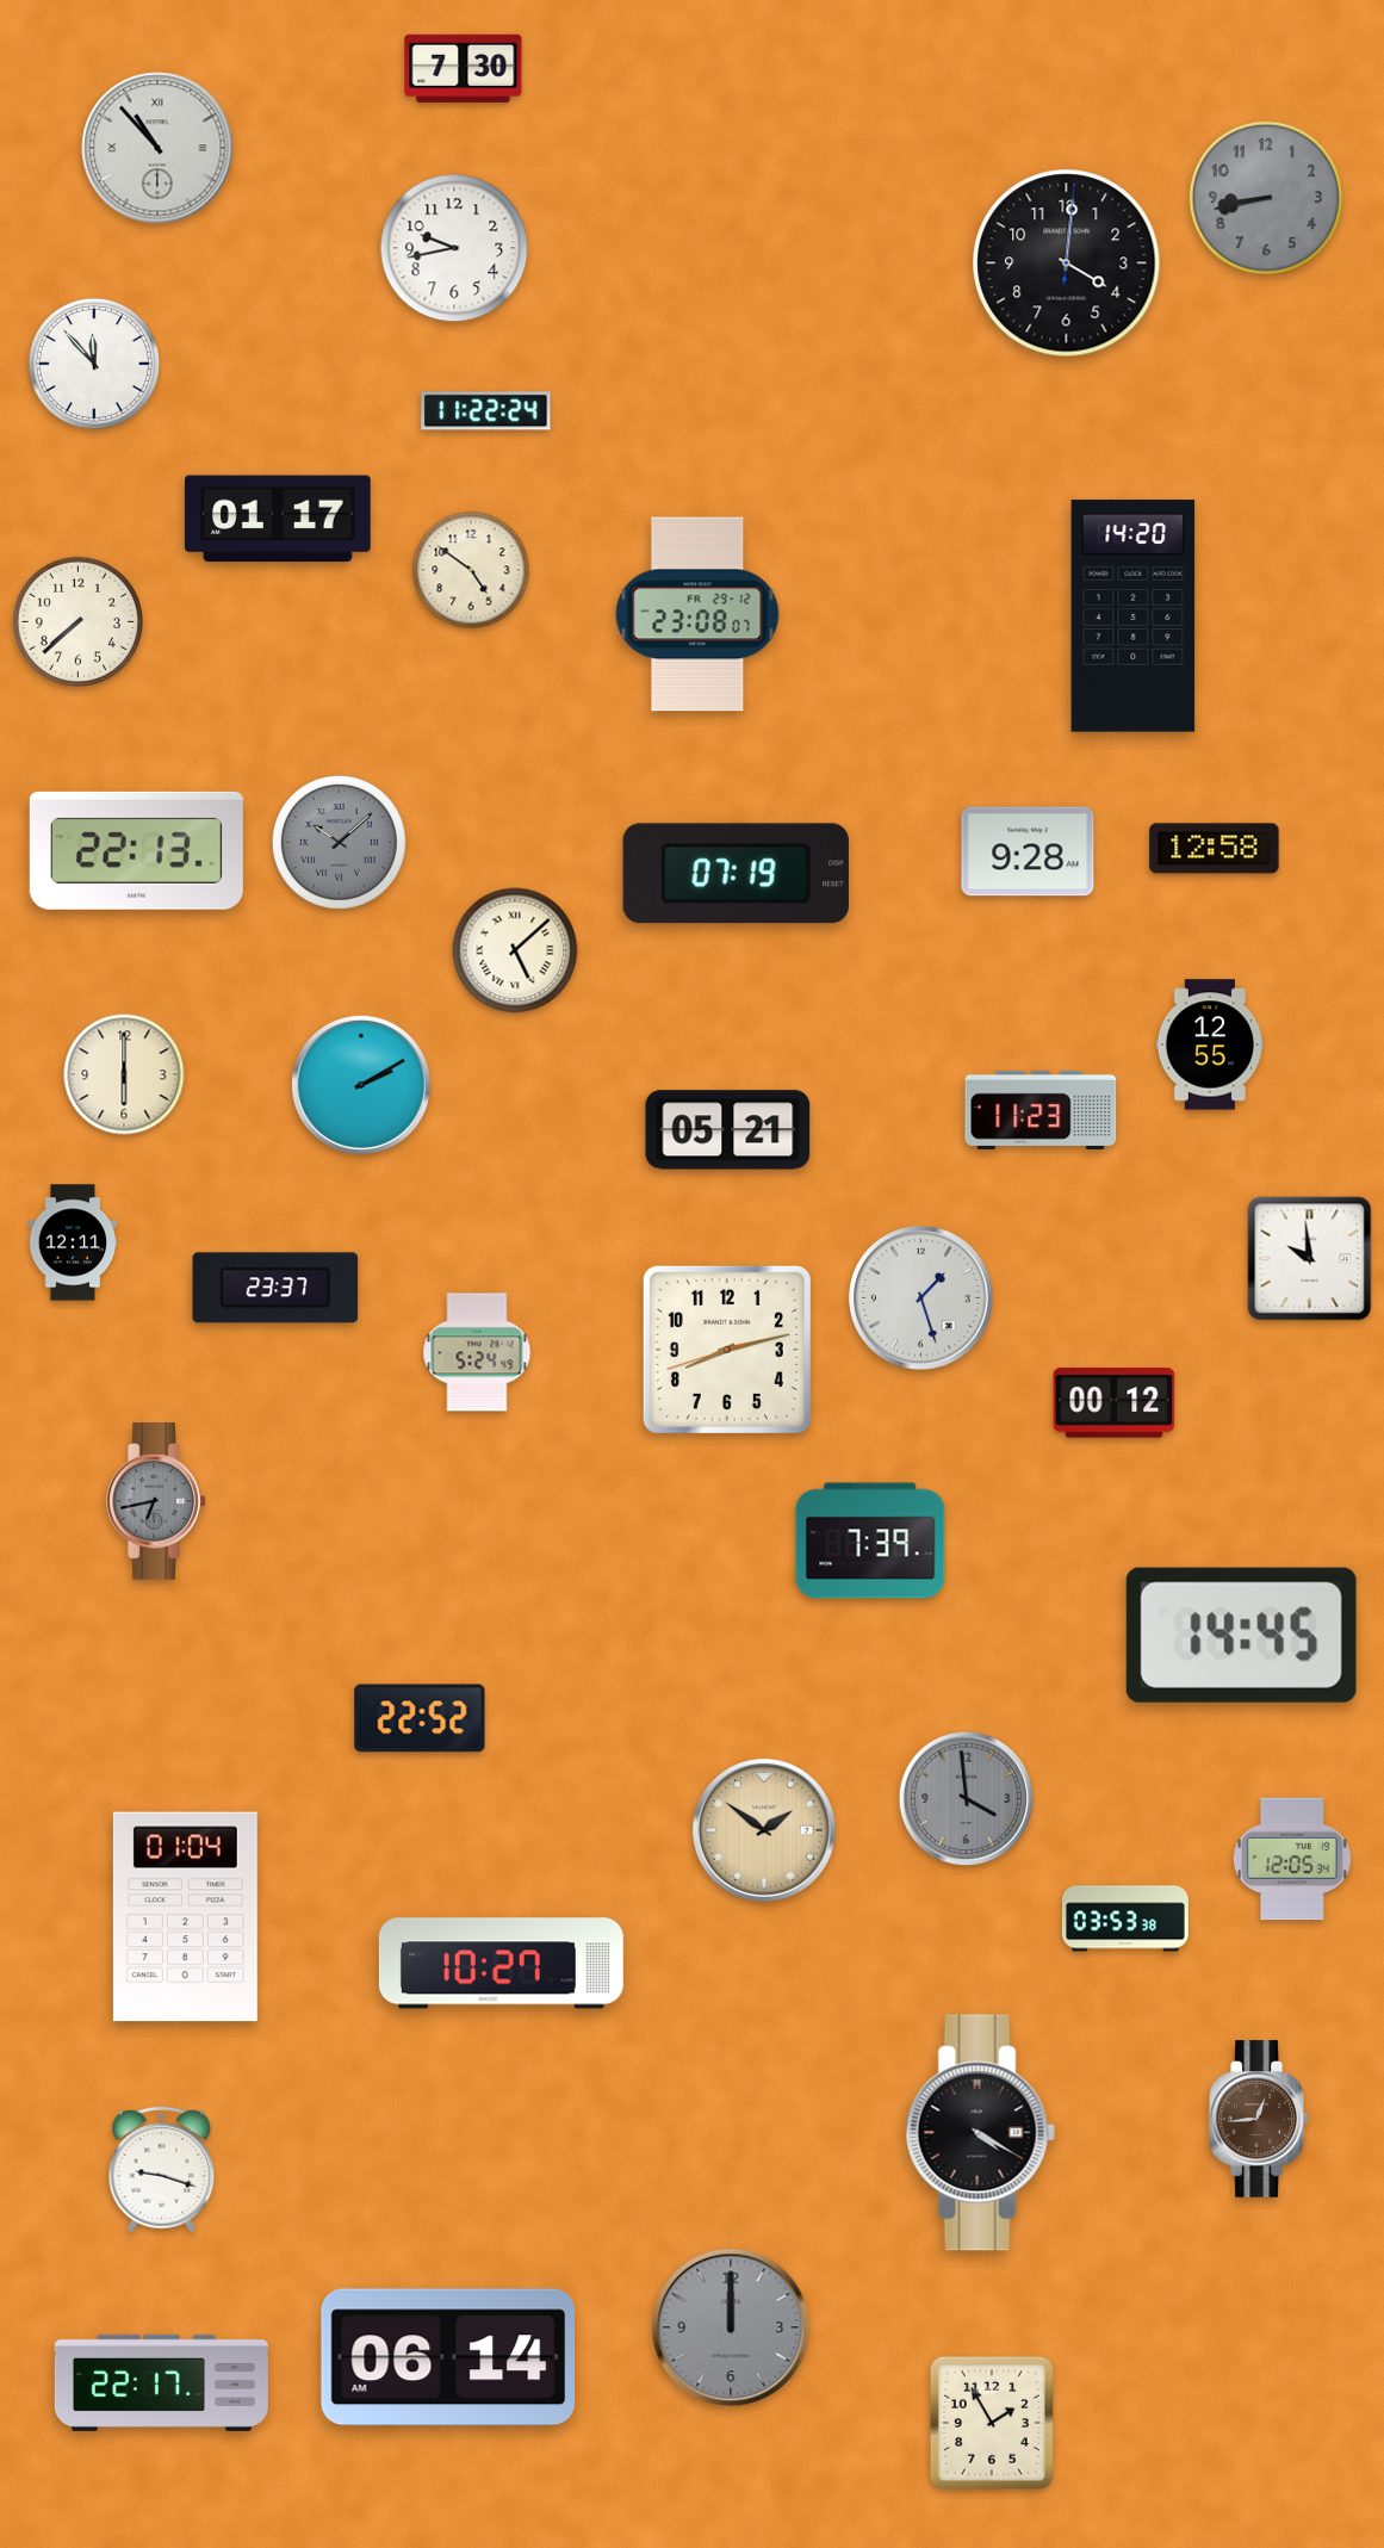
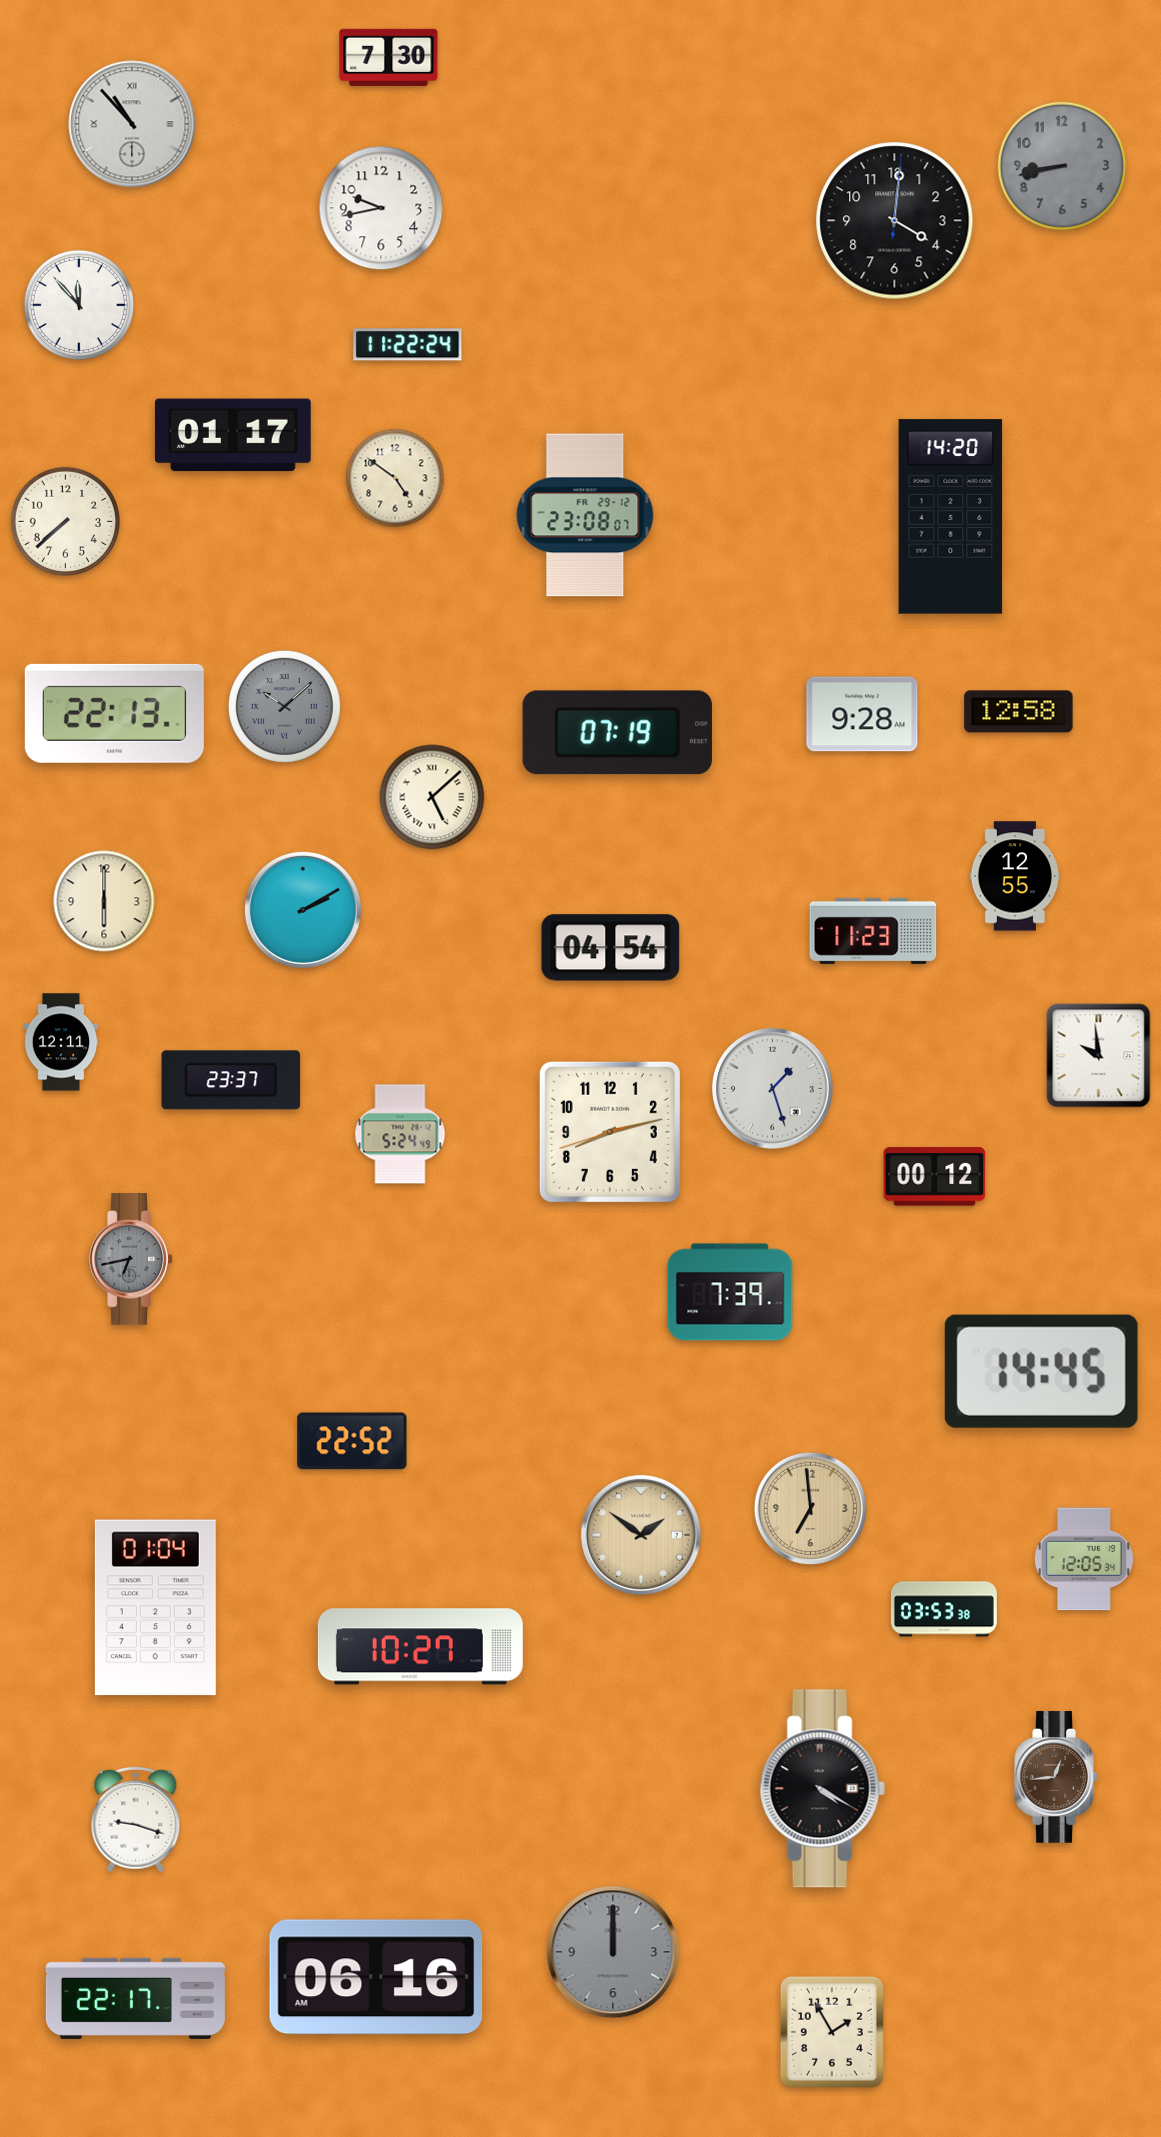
clock at (728, 1130): 05:21 -> 04:54
clock at (967, 1799): 3:59 -> 6:59
clock at (967, 1799) dial: grey -> champagne
clock at (448, 2357): 06:14 -> 06:16
